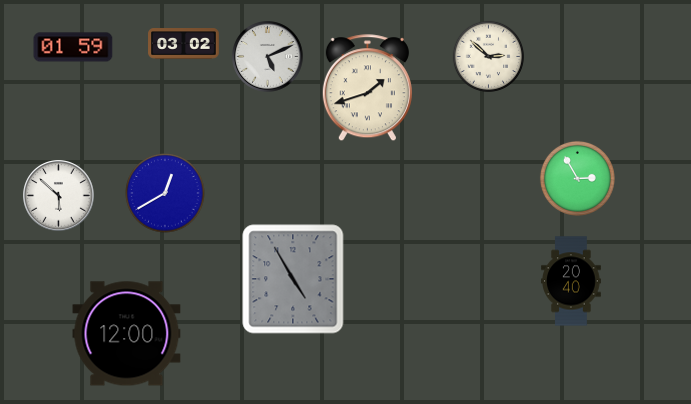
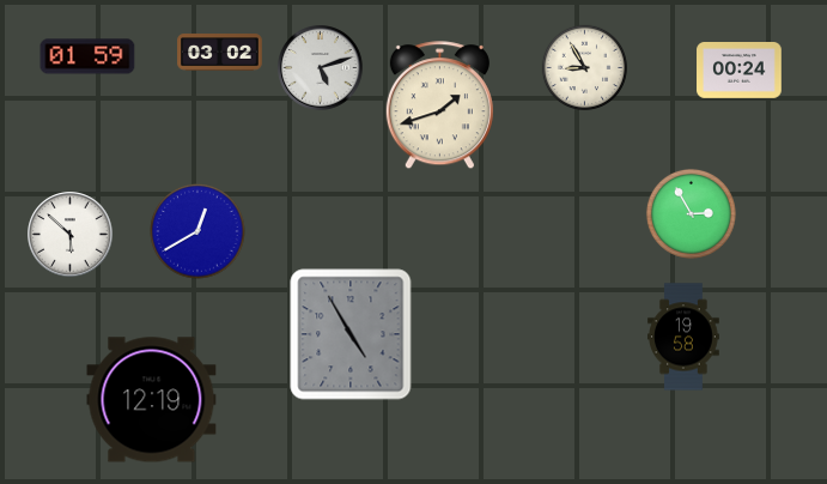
clock at (268, 57): 5:11 -> 5:12
clock at (489, 57): 2:52 -> 8:55
clock at (740, 71): none -> 00:24
clock at (572, 281): 20:40 -> 19:58
clock at (127, 334): 12:00 -> 12:19
